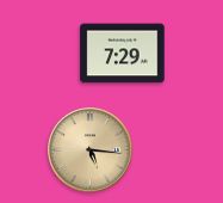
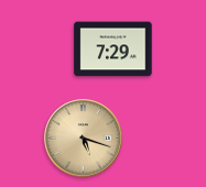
clock at (91, 150): 5:16 -> 5:18
